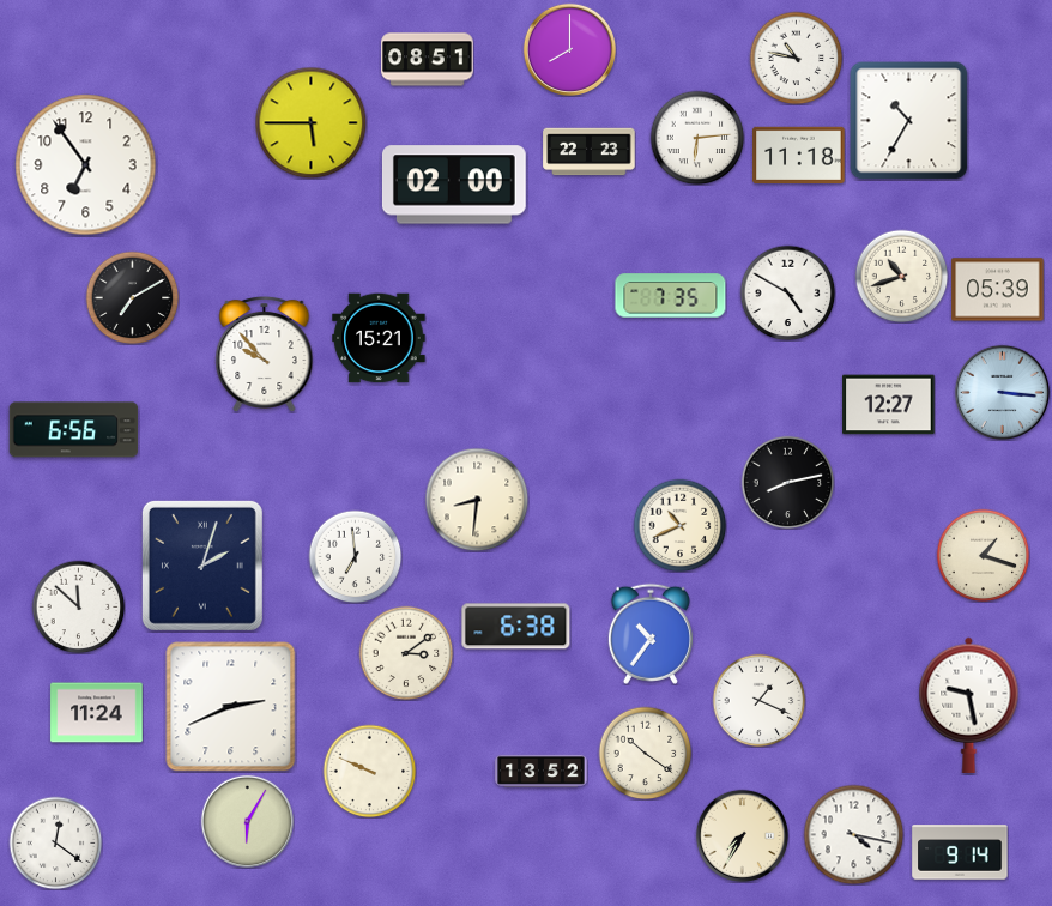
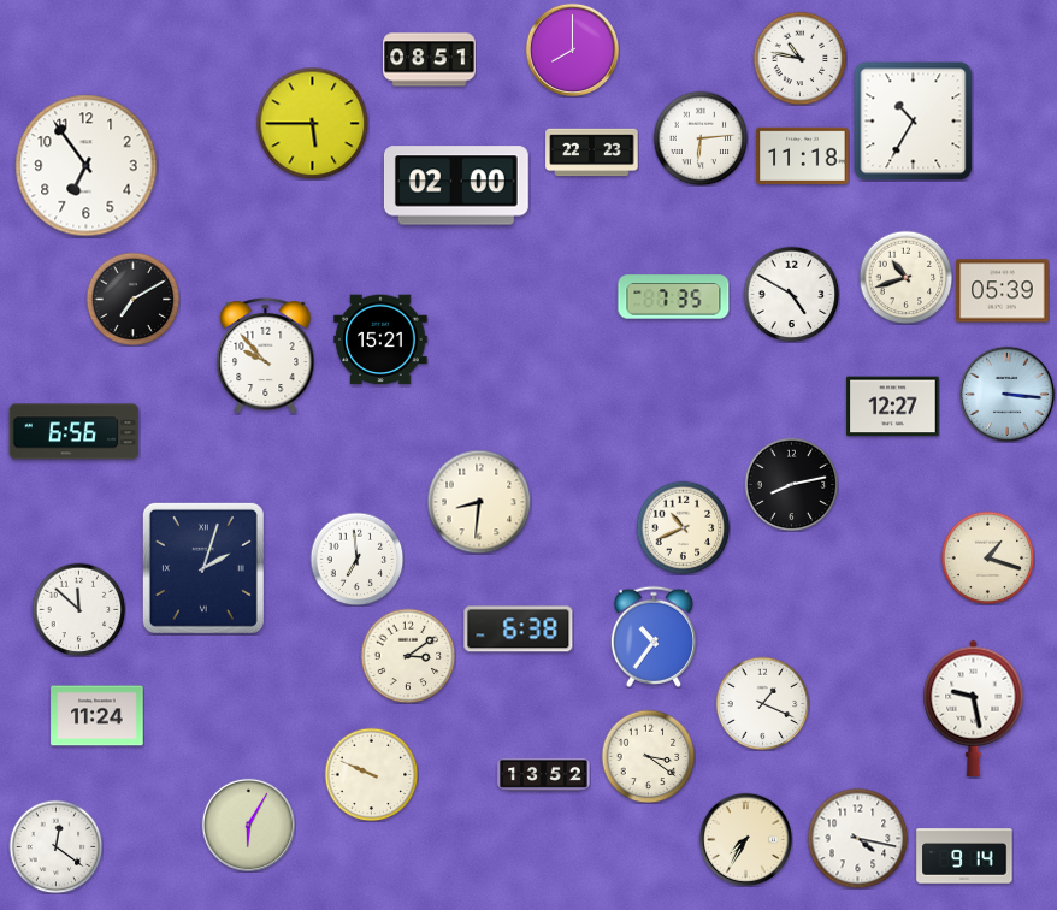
clock at (231, 707): 2:41 -> none
clock at (645, 753): 10:21 -> 3:21
